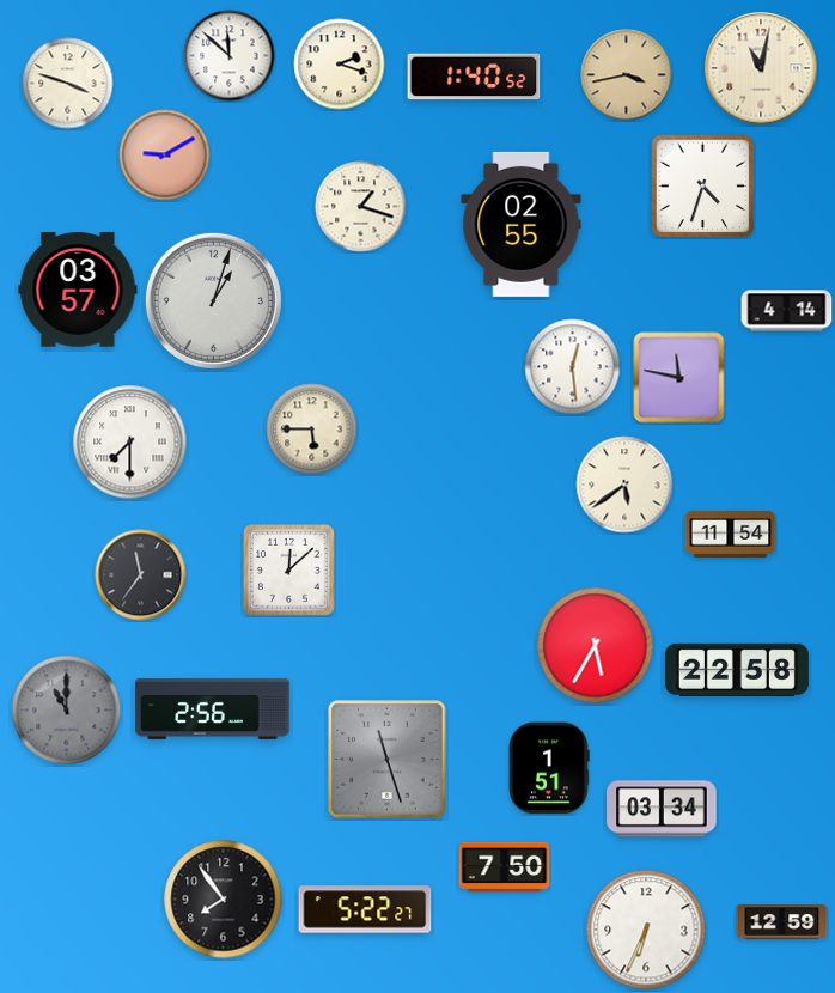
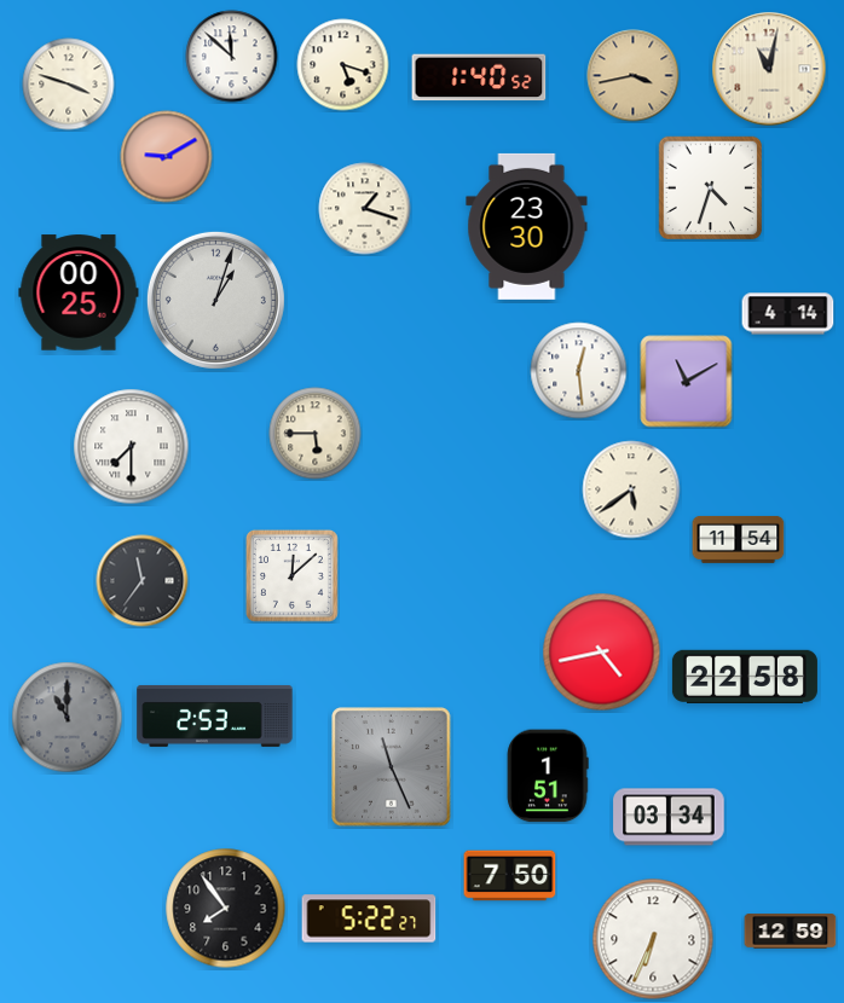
clock at (340, 65): 2:18 -> 5:18
clock at (522, 224): 02:55 -> 23:30
clock at (78, 290): 03:57 -> 00:25
clock at (213, 300) position: (213, 300) -> (215, 300)
clock at (787, 311) position: (787, 311) -> (788, 314)
clock at (679, 378): 11:47 -> 11:10
clock at (596, 646): 5:35 -> 4:43
clock at (213, 708): 2:56 -> 2:53
clock at (388, 760): 11:27 -> 11:26
clock at (549, 768) position: (549, 768) -> (548, 776)
